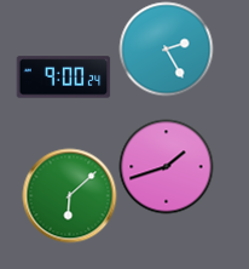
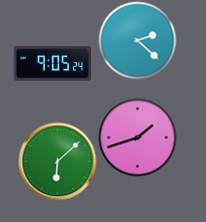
clock at (166, 48): 2:25 -> 2:22
clock at (63, 78): 9:00 -> 9:05
